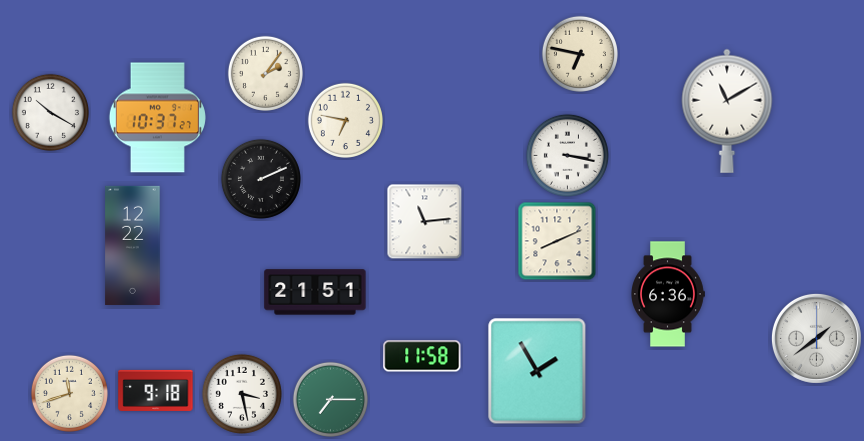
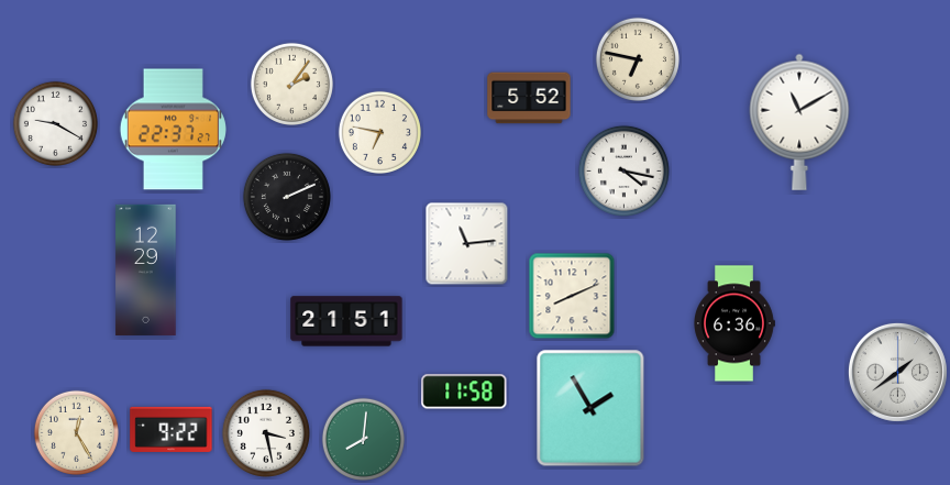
clock at (265, 73) position: (265, 73) -> (291, 84)
clock at (529, 98): none -> 5:52
clock at (50, 112): 10:20 -> 9:20
clock at (157, 118): 10:37 -> 22:37
clock at (567, 155): 3:17 -> 4:17
clock at (557, 241) position: (557, 241) -> (572, 296)
clock at (133, 245): 12:22 -> 12:29
clock at (156, 390): 9:18 -> 9:22
clock at (69, 393): 11:42 -> 12:25
clock at (330, 399): 7:15 -> 8:01
